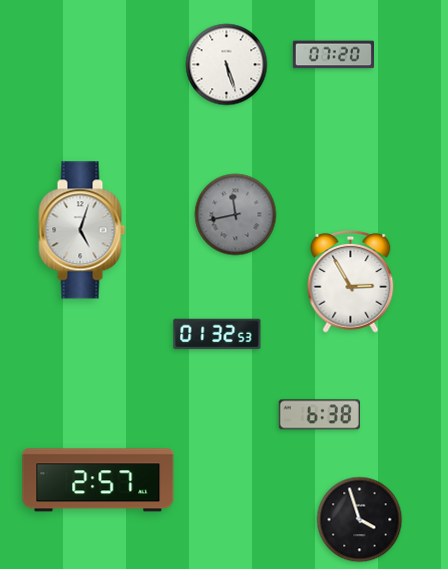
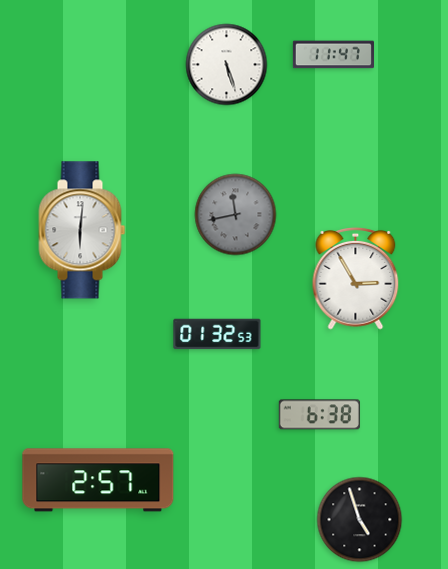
clock at (333, 55): 07:20 -> 11:47
clock at (82, 230): 5:03 -> 6:01
clock at (351, 281) position: (351, 281) -> (356, 278)
clock at (360, 520): 3:57 -> 4:57
